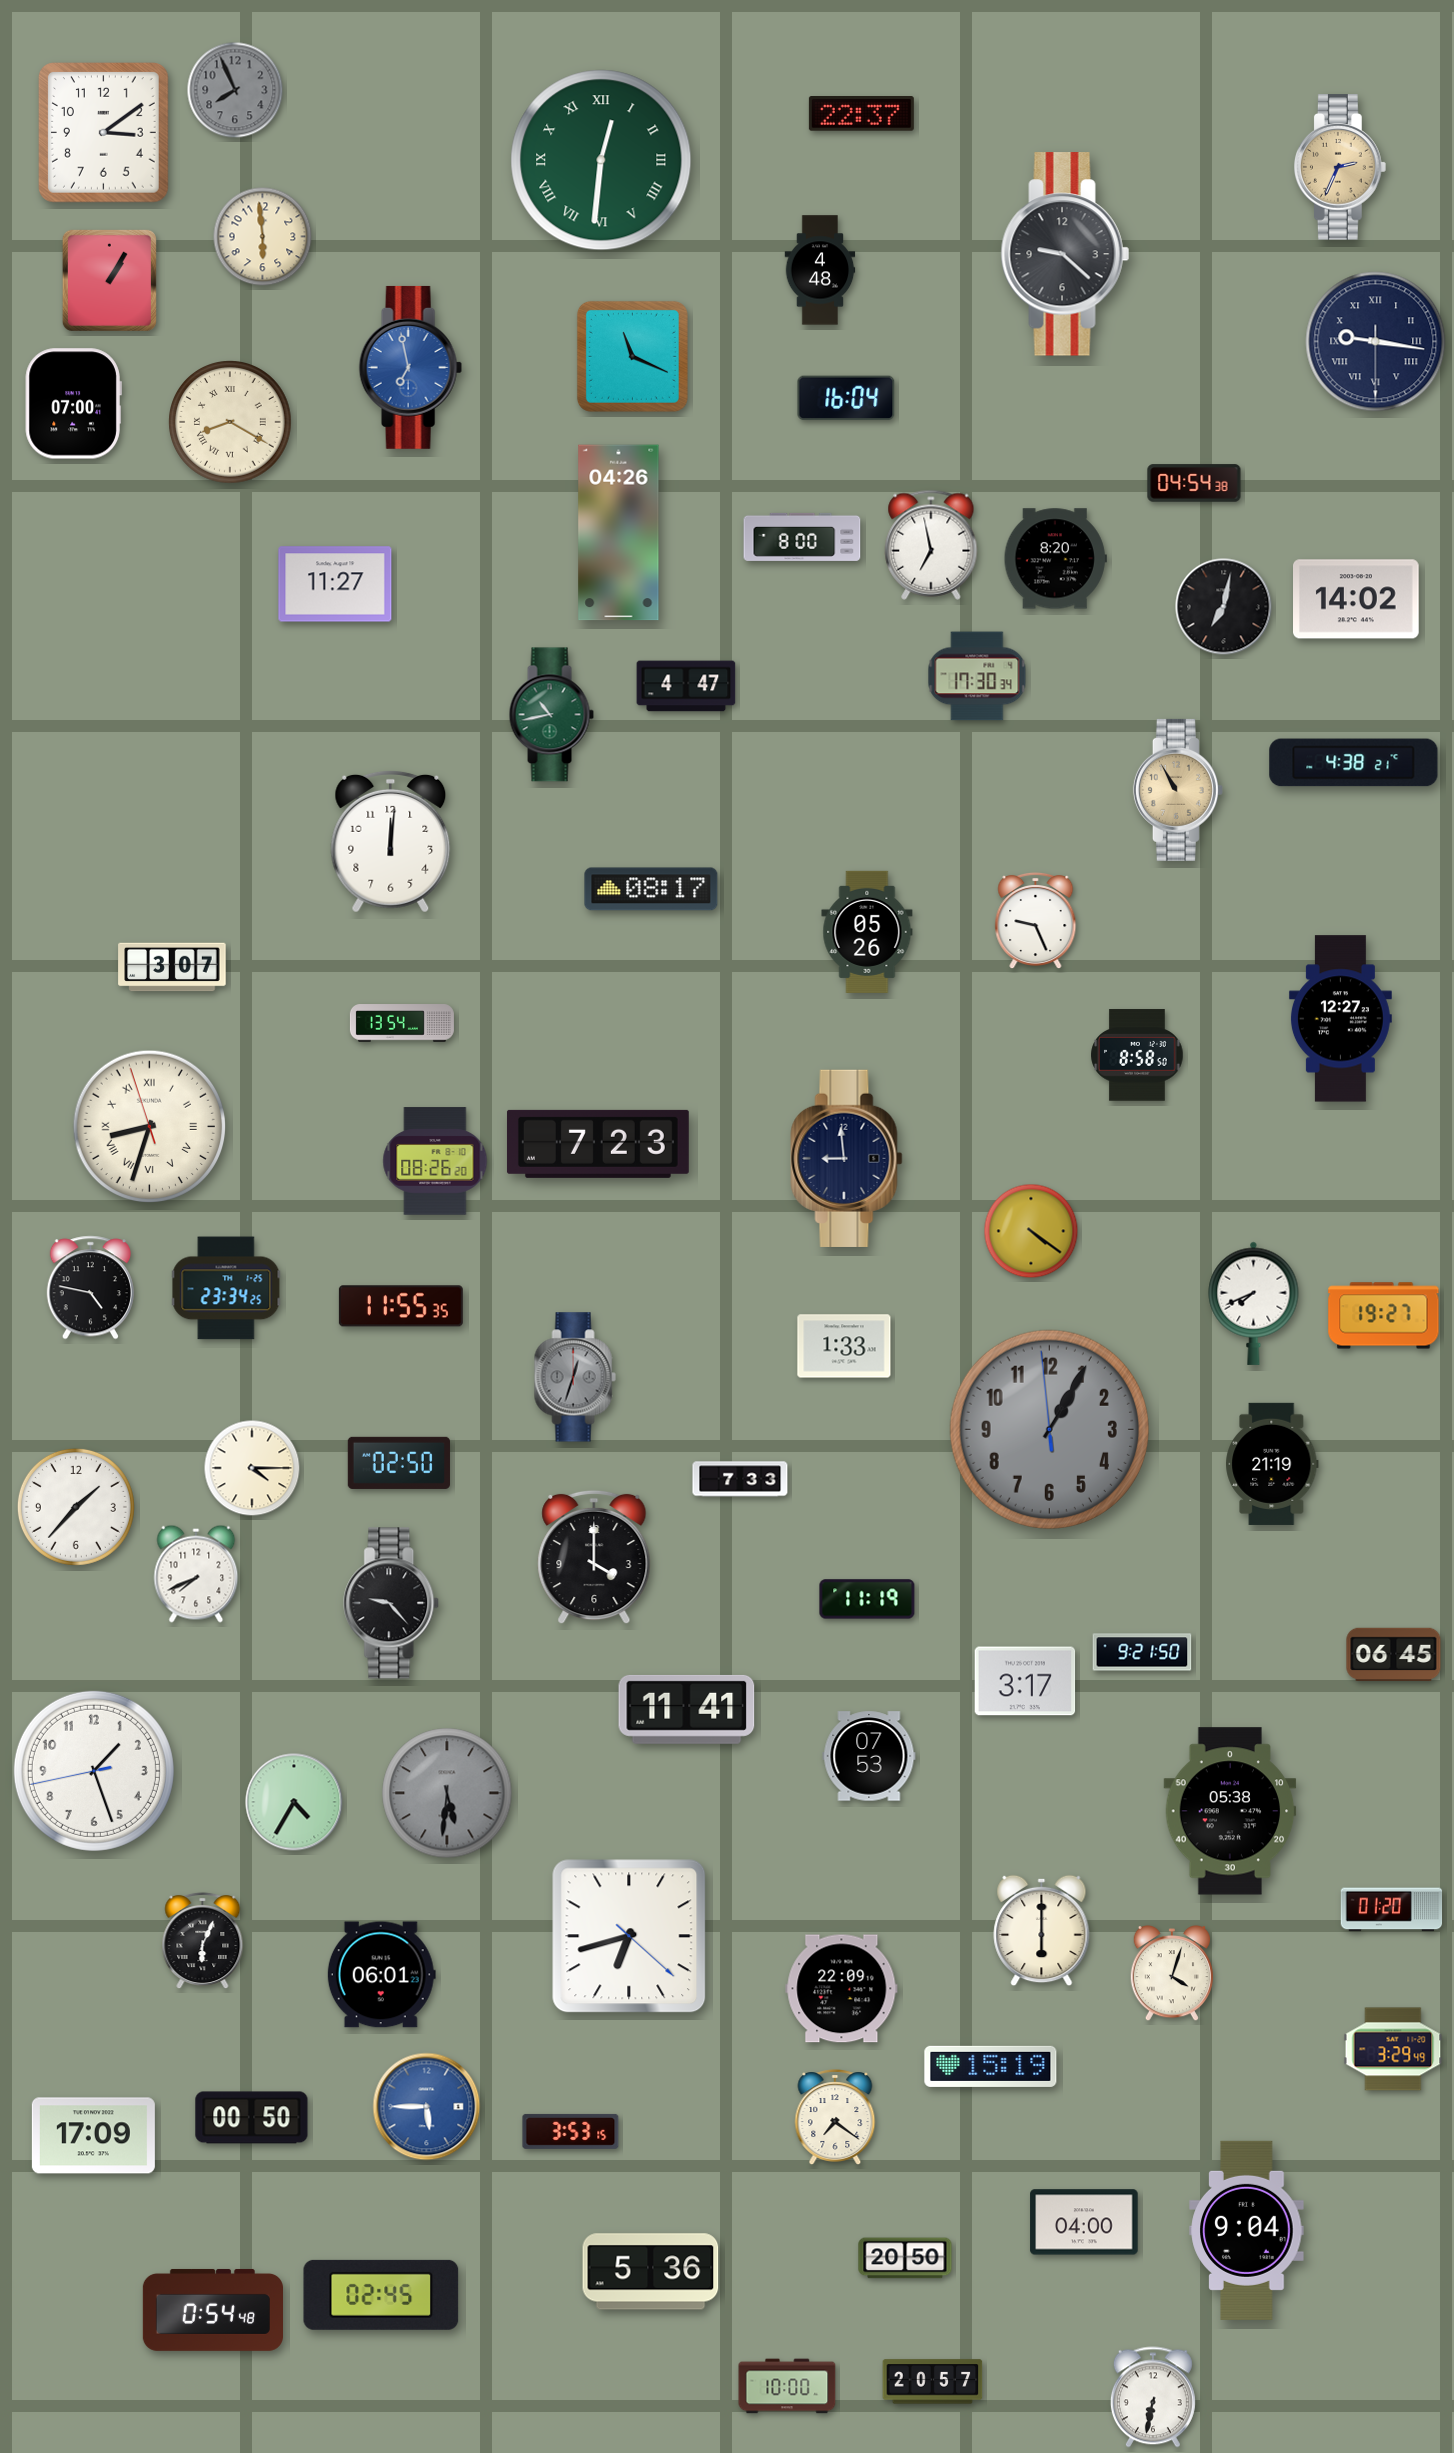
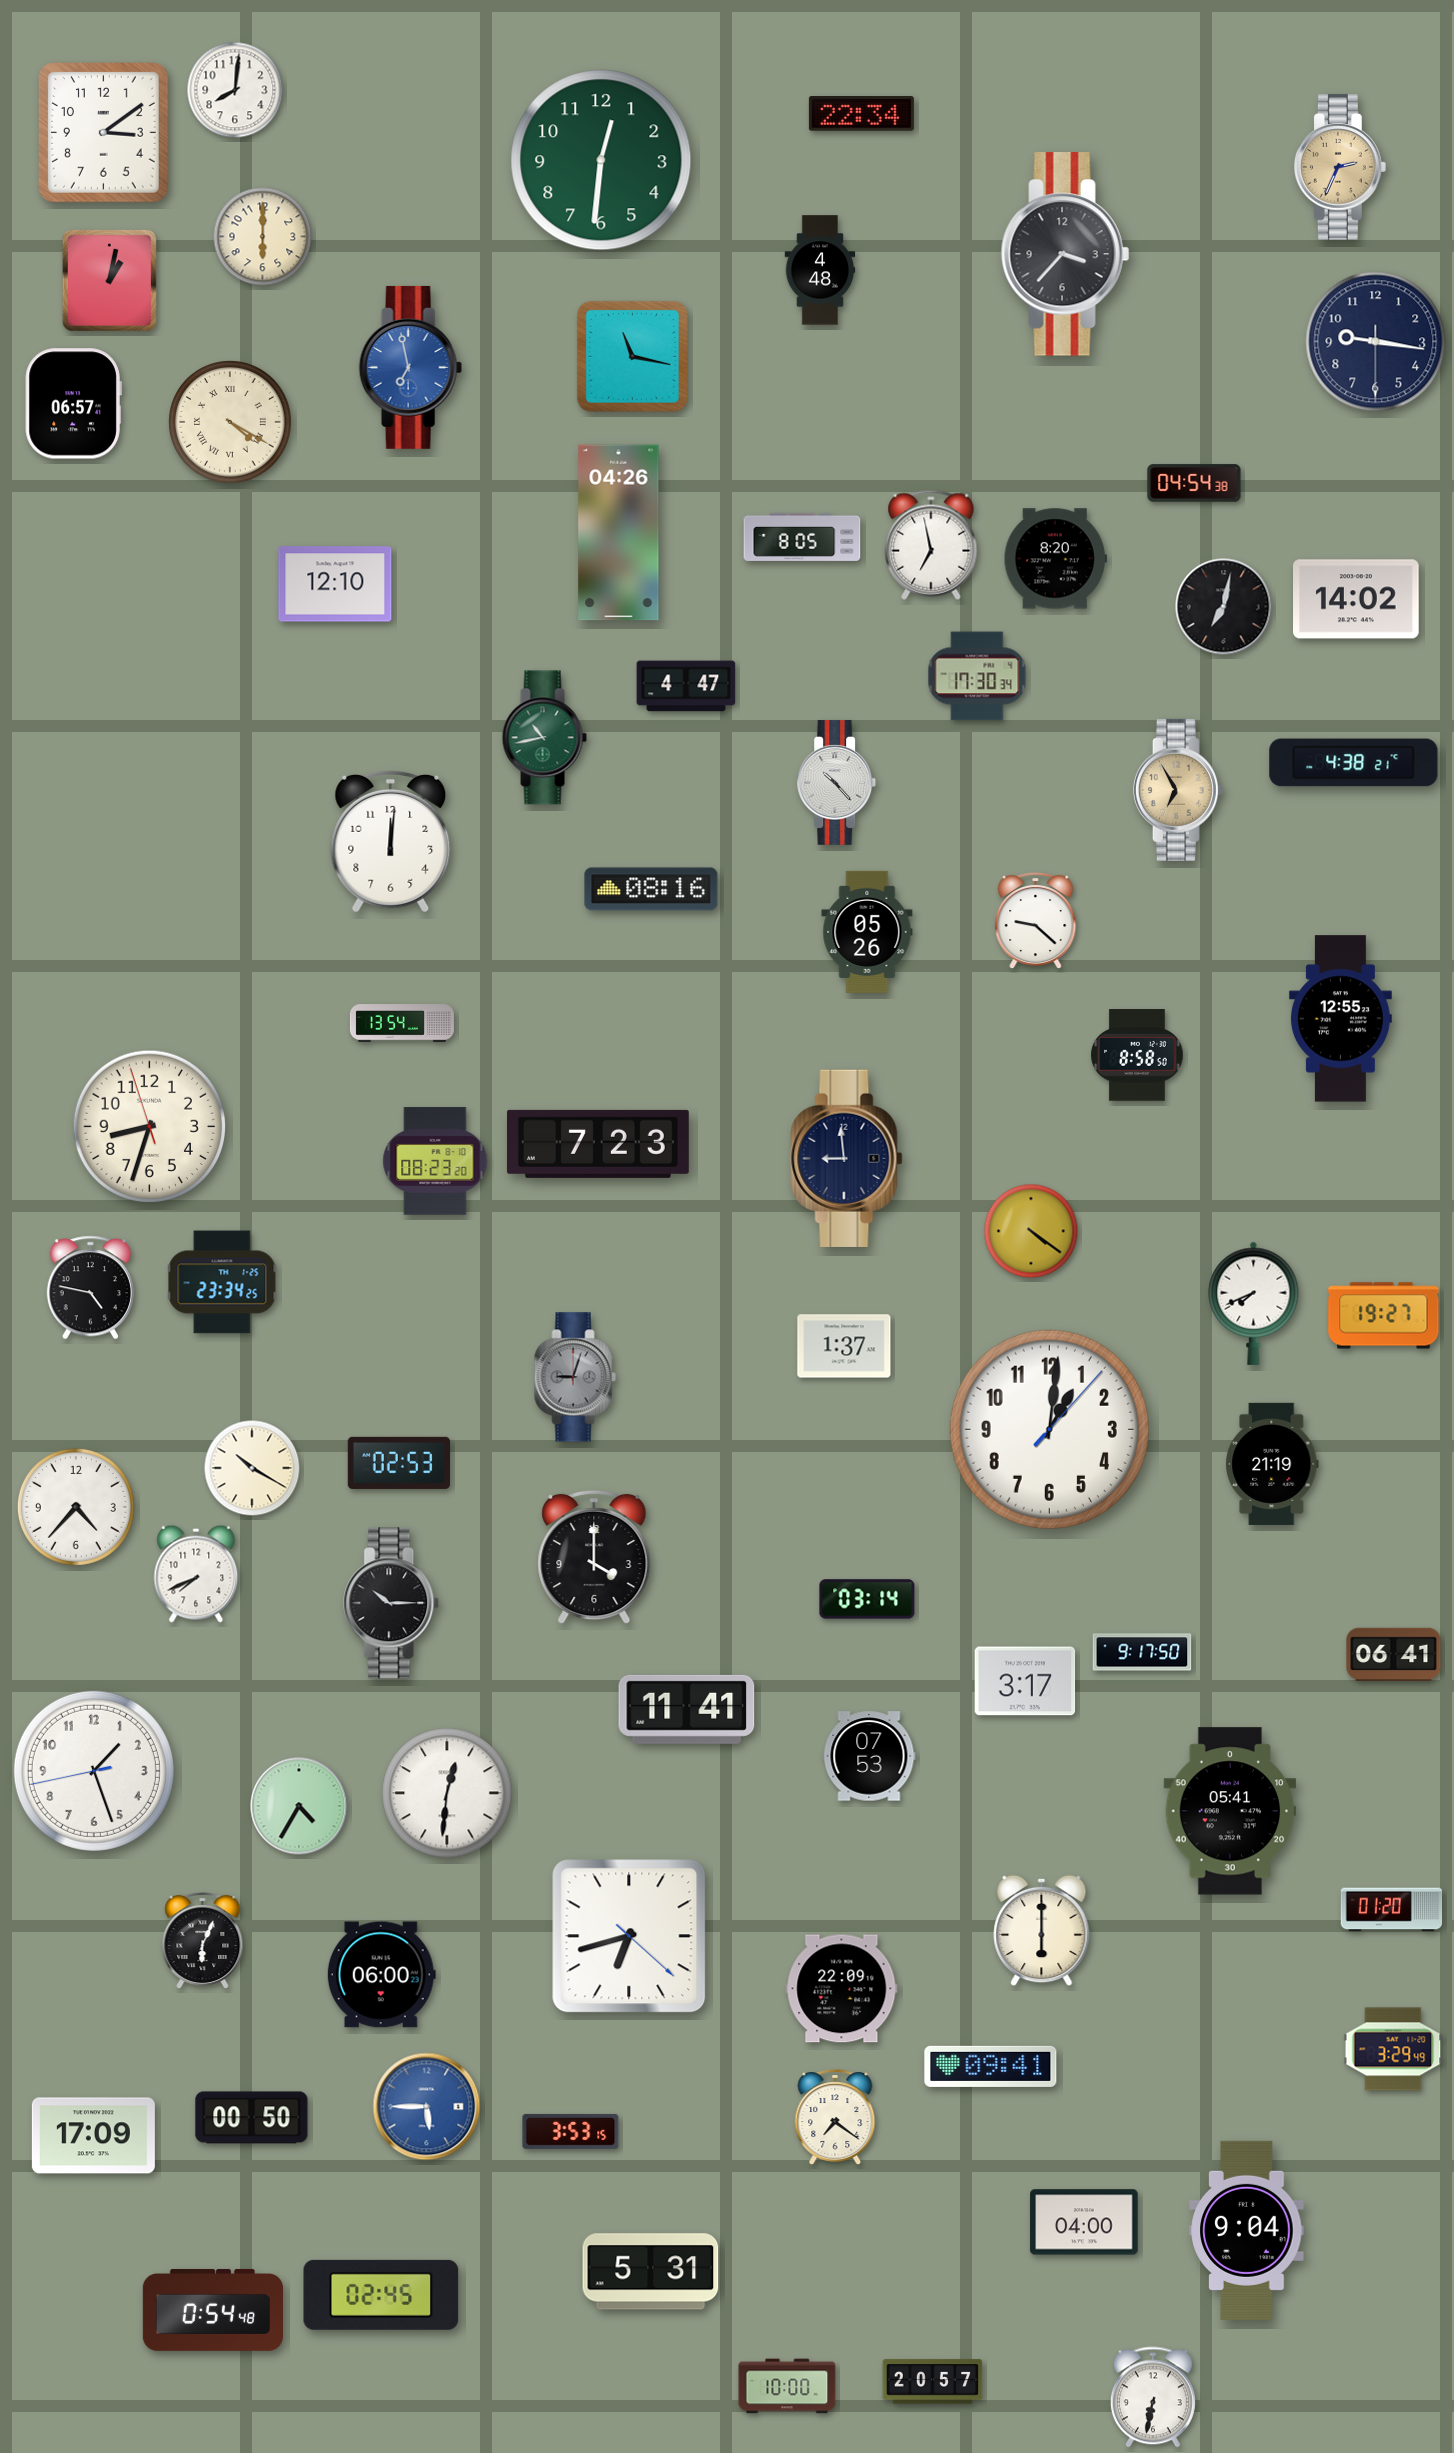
clock at (235, 90): 7:56 -> 8:01
clock at (235, 90) dial: grey -> white
clock at (861, 114): 22:37 -> 22:34
clock at (601, 160) numerals: Roman -> Arabic
clock at (263, 237): 5:59 -> 6:00
clock at (1065, 254): 9:22 -> 3:37
clock at (109, 280): 1:05 -> 1:02
clock at (1376, 342) numerals: Roman -> Arabic
clock at (632, 356): 11:19 -> 11:17
clock at (846, 398): 16:04 -> none
clock at (73, 404): 07:00 -> 06:57
clock at (230, 422): 8:20 -> 4:20
clock at (802, 537): 8:00 -> 8:05
clock at (335, 584): 11:27 -> 12:10
clock at (551, 715) position: (551, 715) -> (544, 738)
clock at (837, 782): none -> 10:23
clock at (1178, 790): 10:55 -> 6:55
clock at (651, 889): 08:17 -> 08:16
clock at (1036, 921): 9:26 -> 9:22
clock at (172, 967): 3:07 -> none
clock at (1340, 1019): 12:27 -> 12:55
clock at (150, 1127) numerals: Roman -> Arabic
clock at (435, 1161): 08:26 -> 08:23
clock at (226, 1288) position: (226, 1288) -> (222, 1282)
clock at (401, 1306): 11:55 -> none
clock at (844, 1346): 1:33 -> 1:37
clock at (575, 1377): 12:33 -> 9:03
clock at (1049, 1429): 1:04 -> 1:01
clock at (1049, 1429) dial: grey -> white
clock at (399, 1463): 02:50 -> 02:53
clock at (252, 1468): 4:15 -> 10:20
clock at (740, 1479): 7:33 -> none
clock at (76, 1507): 1:37 -> 4:37
clock at (867, 1599): 11:19 -> 03:14
clock at (392, 1603): 9:23 -> 10:15
clock at (1142, 1652): 9:21 -> 9:17
clock at (1394, 1654): 06:45 -> 06:41
clock at (447, 1793): 5:31 -> 12:31
clock at (447, 1793) dial: grey -> white
clock at (294, 1802) position: (294, 1802) -> (299, 1806)
clock at (1230, 1811): 05:38 -> 05:41
clock at (1171, 1974): 4:03 -> none
clock at (381, 1975): 06:01 -> 06:00
clock at (991, 2066): 15:19 -> 09:41
clock at (905, 2258): 20:50 -> none
clock at (651, 2272): 5:36 -> 5:31
